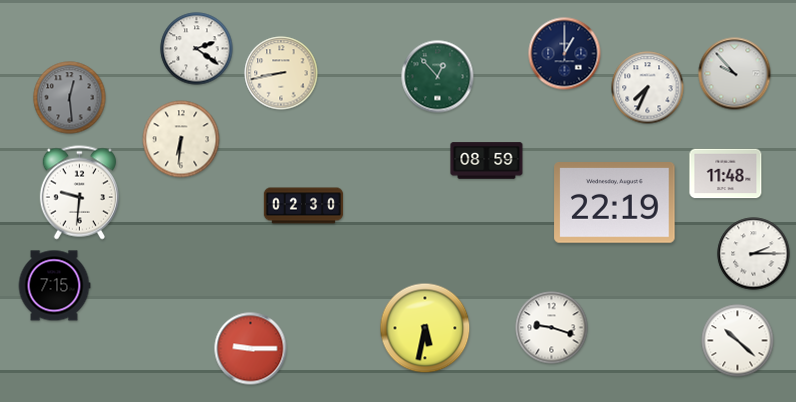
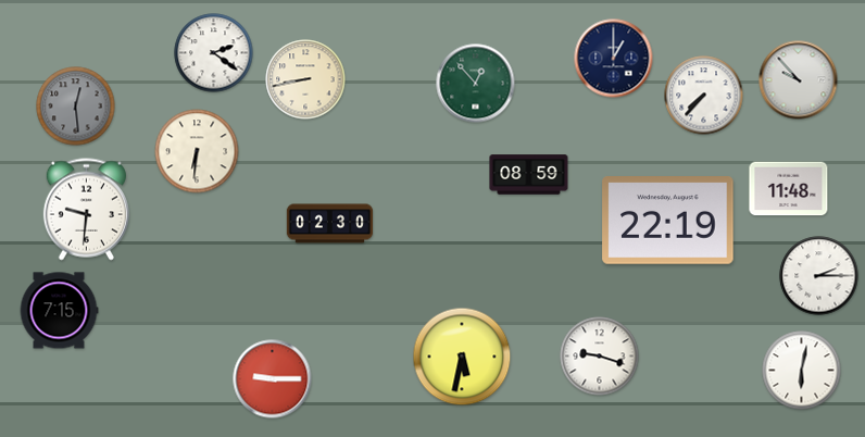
clock at (648, 88): 7:34 -> 7:37
clock at (738, 341): 10:22 -> 6:02
